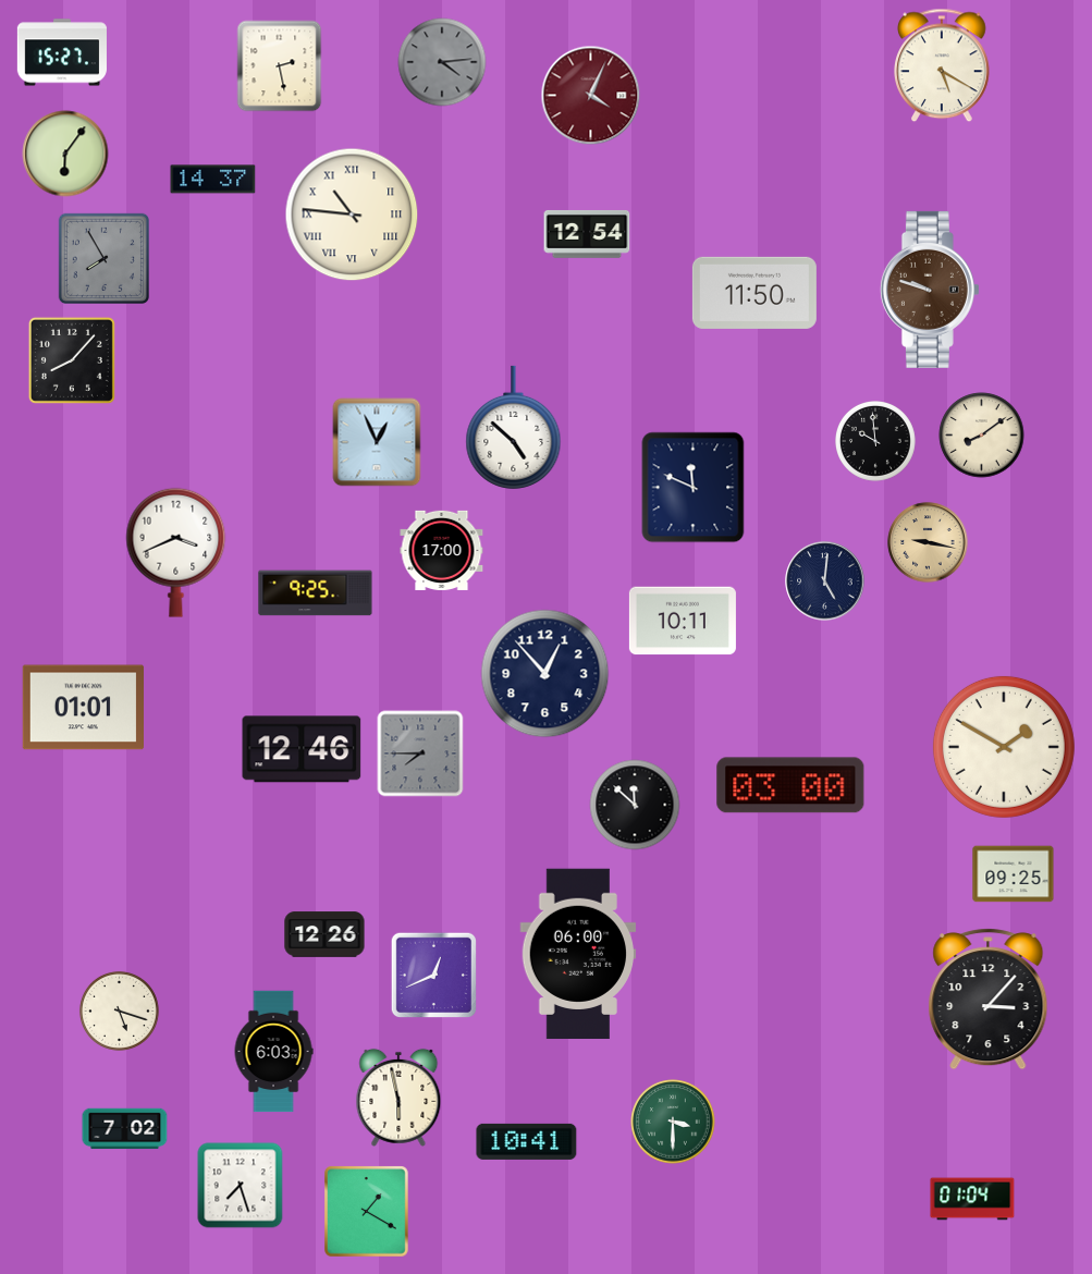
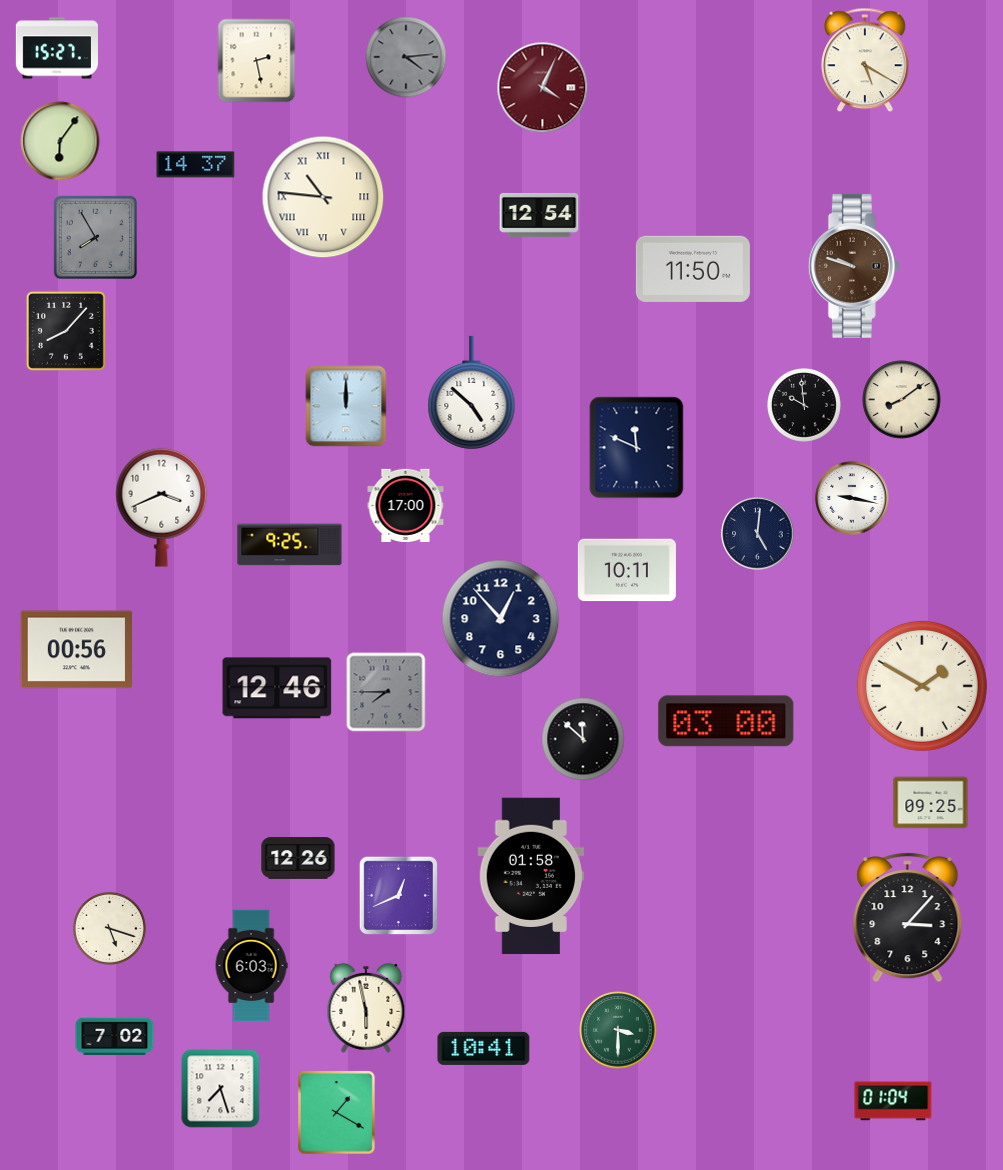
clock at (377, 442): 12:56 -> 12:00
clock at (928, 542) dial: champagne -> white
clock at (83, 708): 01:01 -> 00:56
clock at (578, 954): 06:00 -> 01:58
